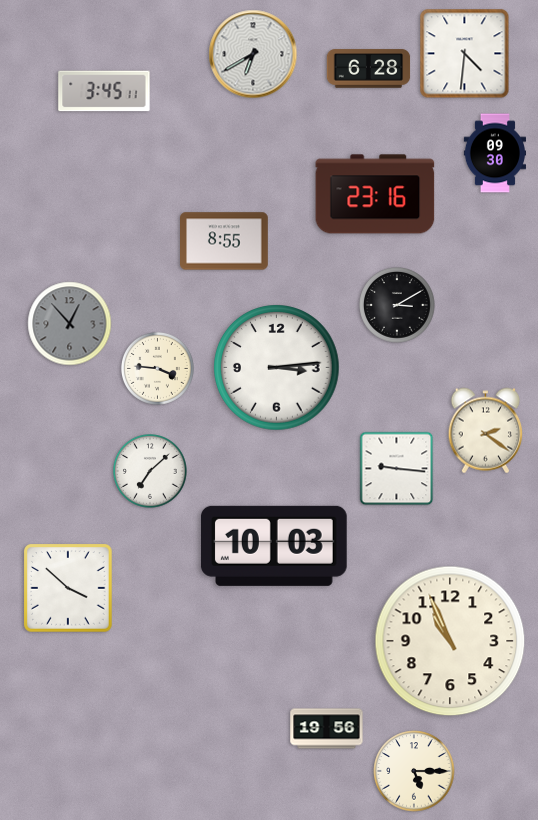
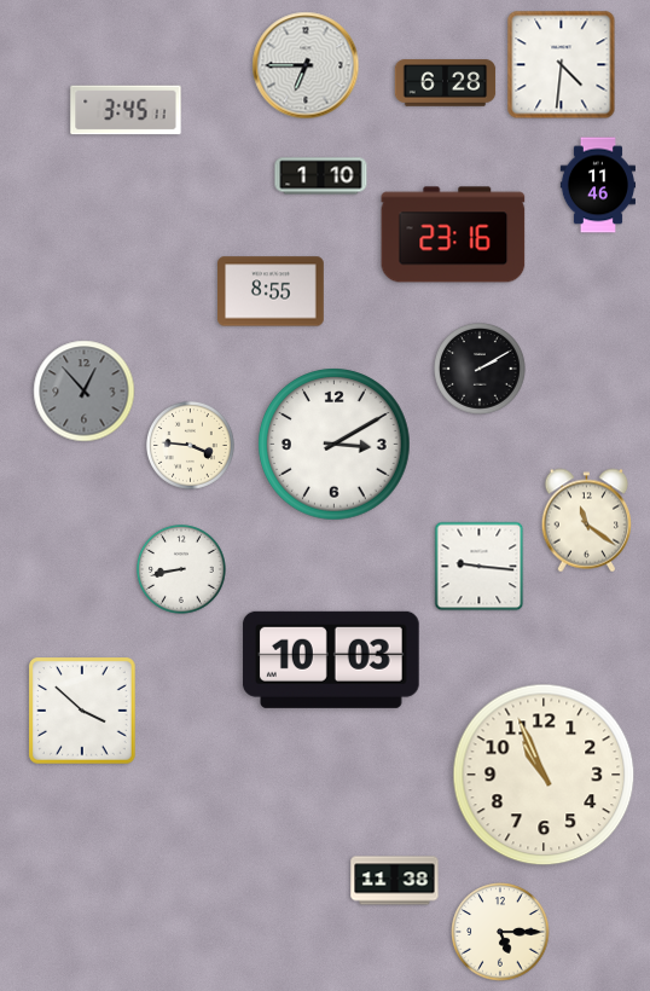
clock at (253, 54): 6:40 -> 6:45
clock at (321, 176): none -> 1:10
clock at (494, 153): 09:30 -> 11:46
clock at (397, 305): 3:10 -> 2:10
clock at (277, 368): 3:14 -> 3:10
clock at (486, 431): 2:21 -> 11:21
clock at (151, 472): 7:08 -> 8:43
clock at (327, 729): 19:56 -> 11:38
